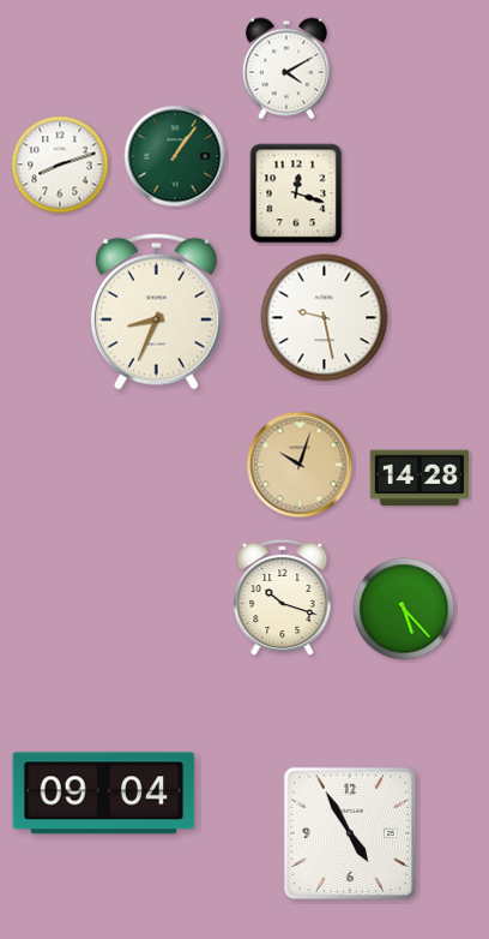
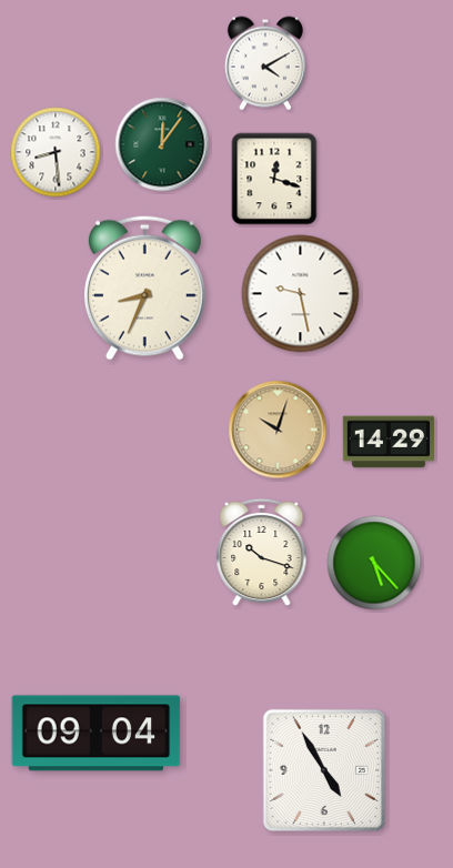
clock at (175, 156): 1:06 -> 12:06
clock at (60, 165): 8:12 -> 8:29
clock at (418, 478): 14:28 -> 14:29
